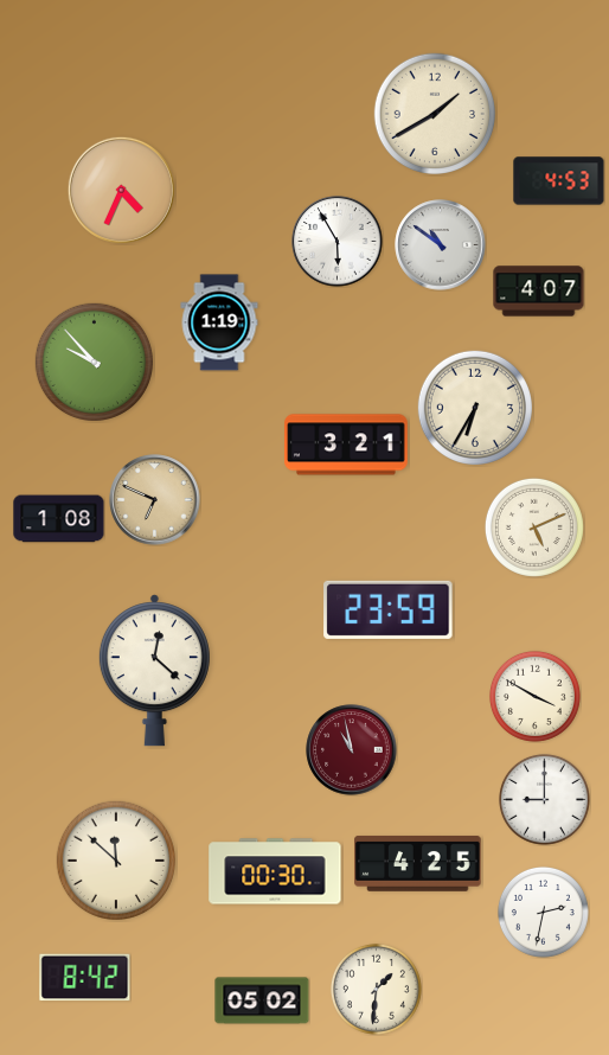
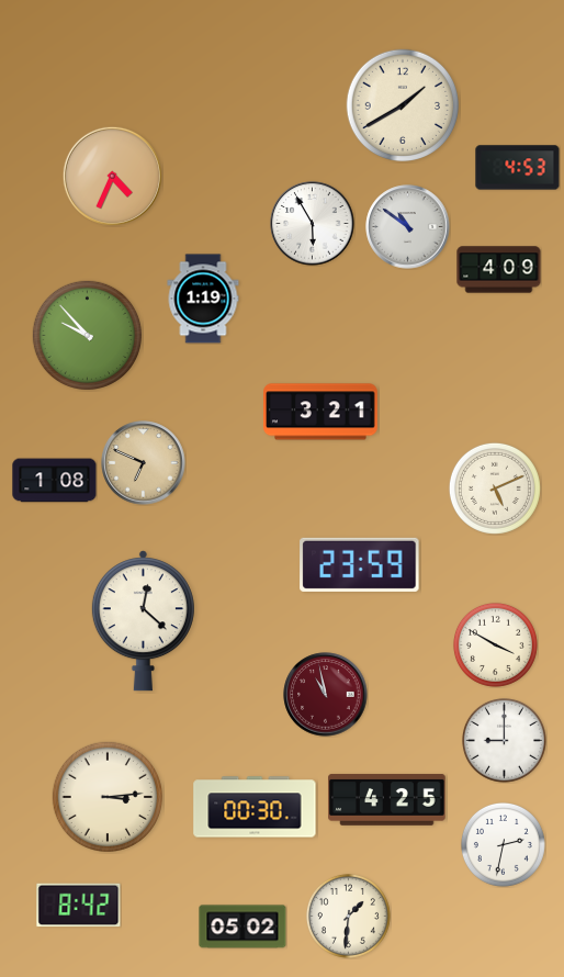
clock at (539, 292): 4:07 -> 4:09
clock at (475, 408): 6:35 -> none
clock at (115, 859): 11:52 -> 3:14
